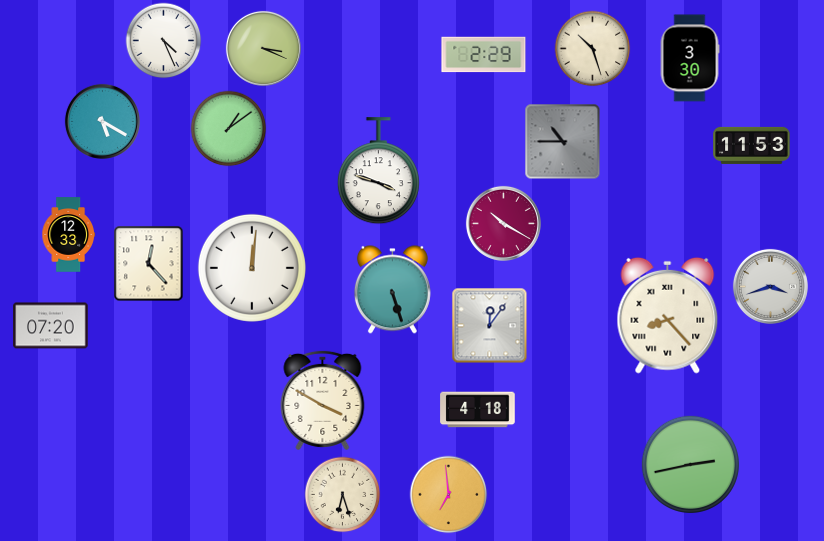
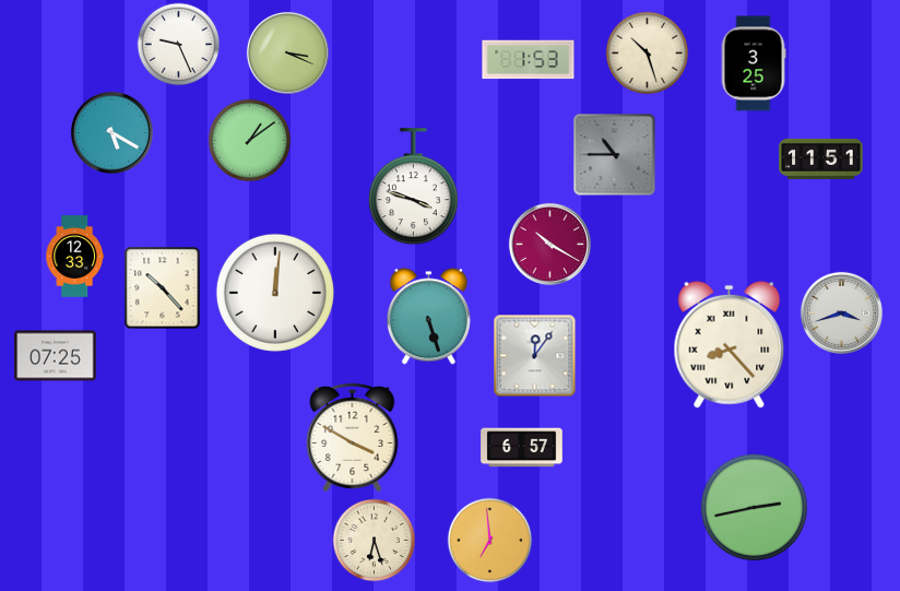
clock at (164, 41): 4:26 -> 9:26
clock at (484, 55): 2:29 -> 1:53
clock at (690, 58): 3:30 -> 3:25
clock at (752, 145): 11:53 -> 11:51
clock at (149, 264): 12:23 -> 10:23
clock at (51, 326): 07:20 -> 07:25
clock at (478, 410): 4:18 -> 6:57
